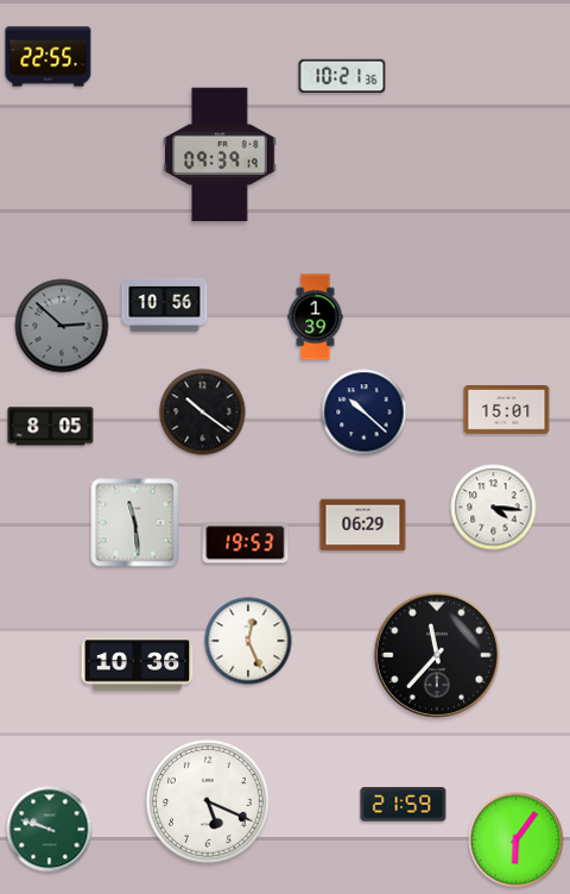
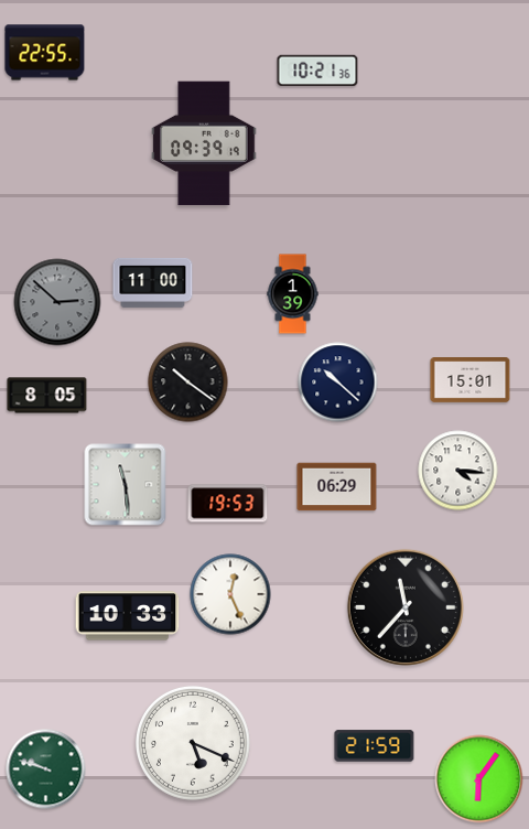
clock at (165, 304): 10:56 -> 11:00
clock at (138, 665): 10:36 -> 10:33
